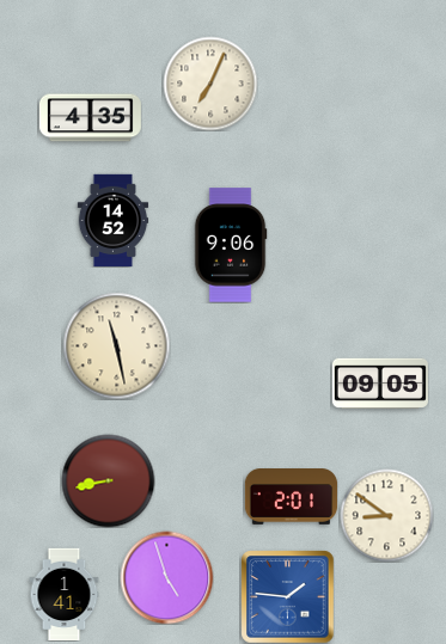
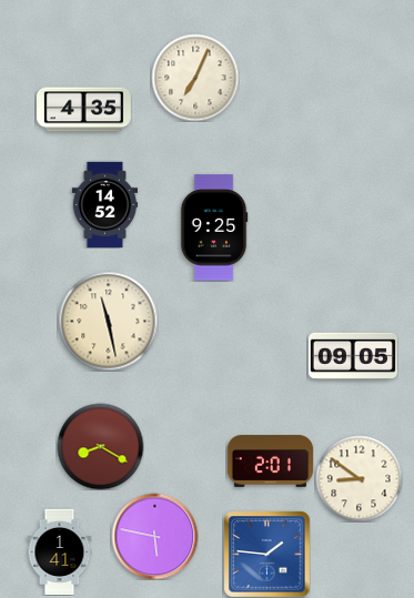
clock at (231, 245): 9:06 -> 9:25
clock at (108, 480): 8:43 -> 8:20
clock at (166, 577): 4:57 -> 5:47
